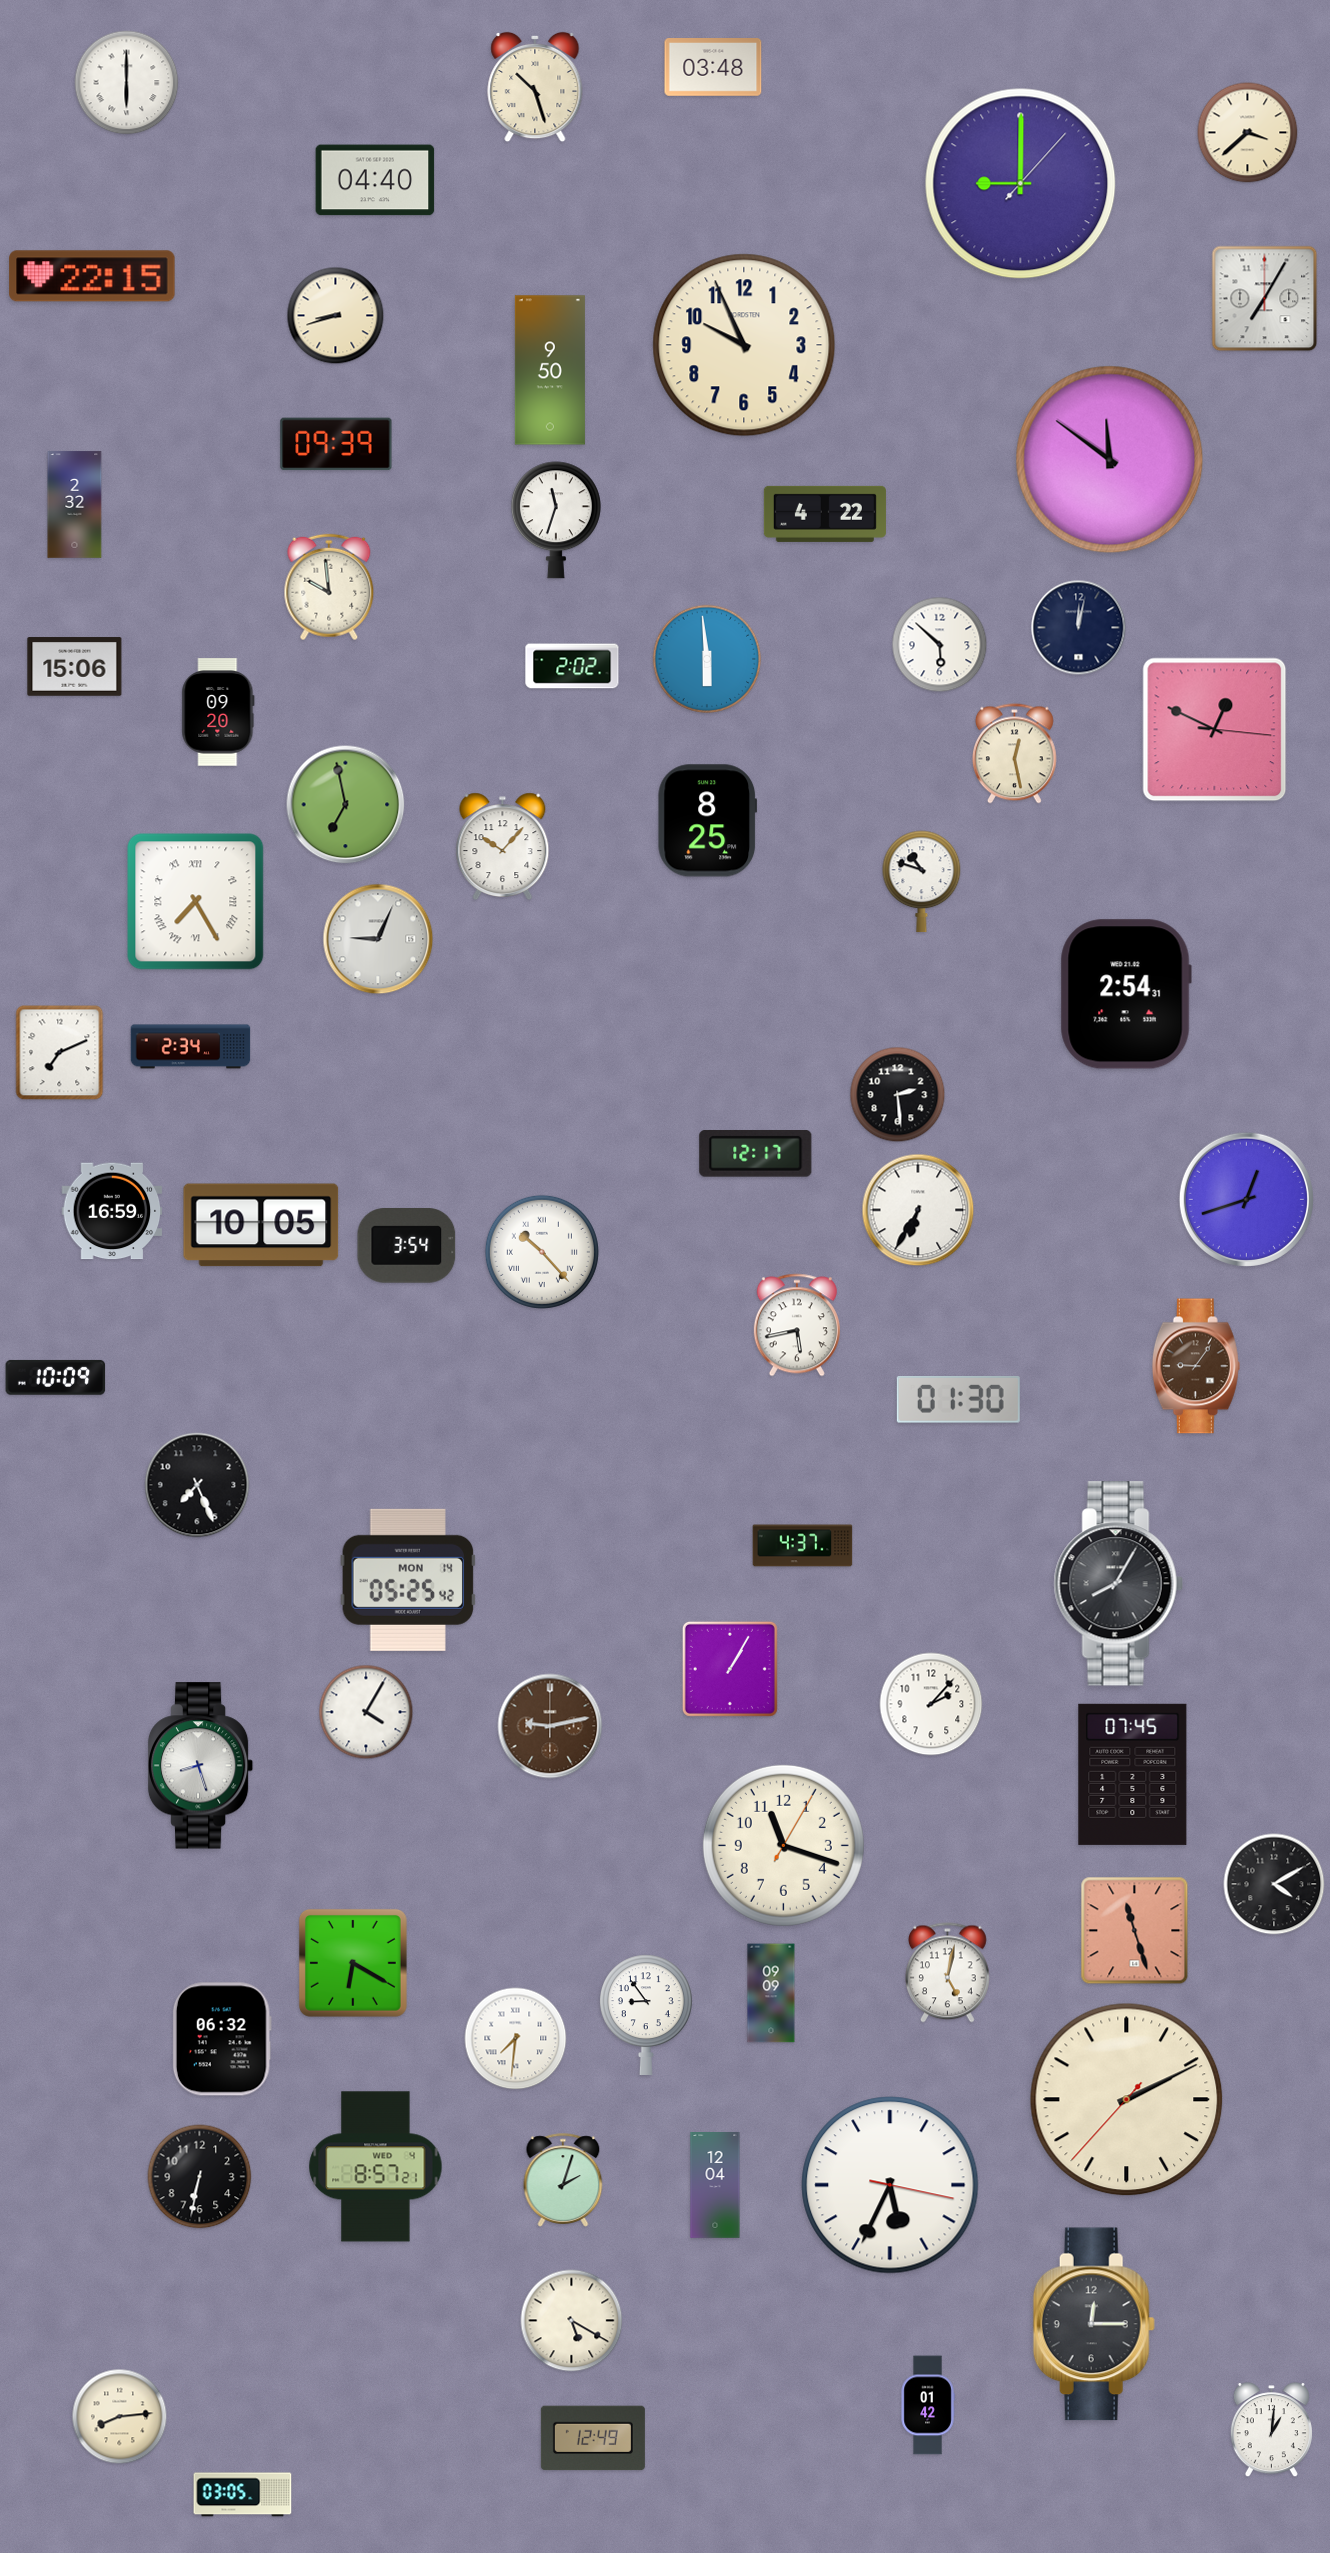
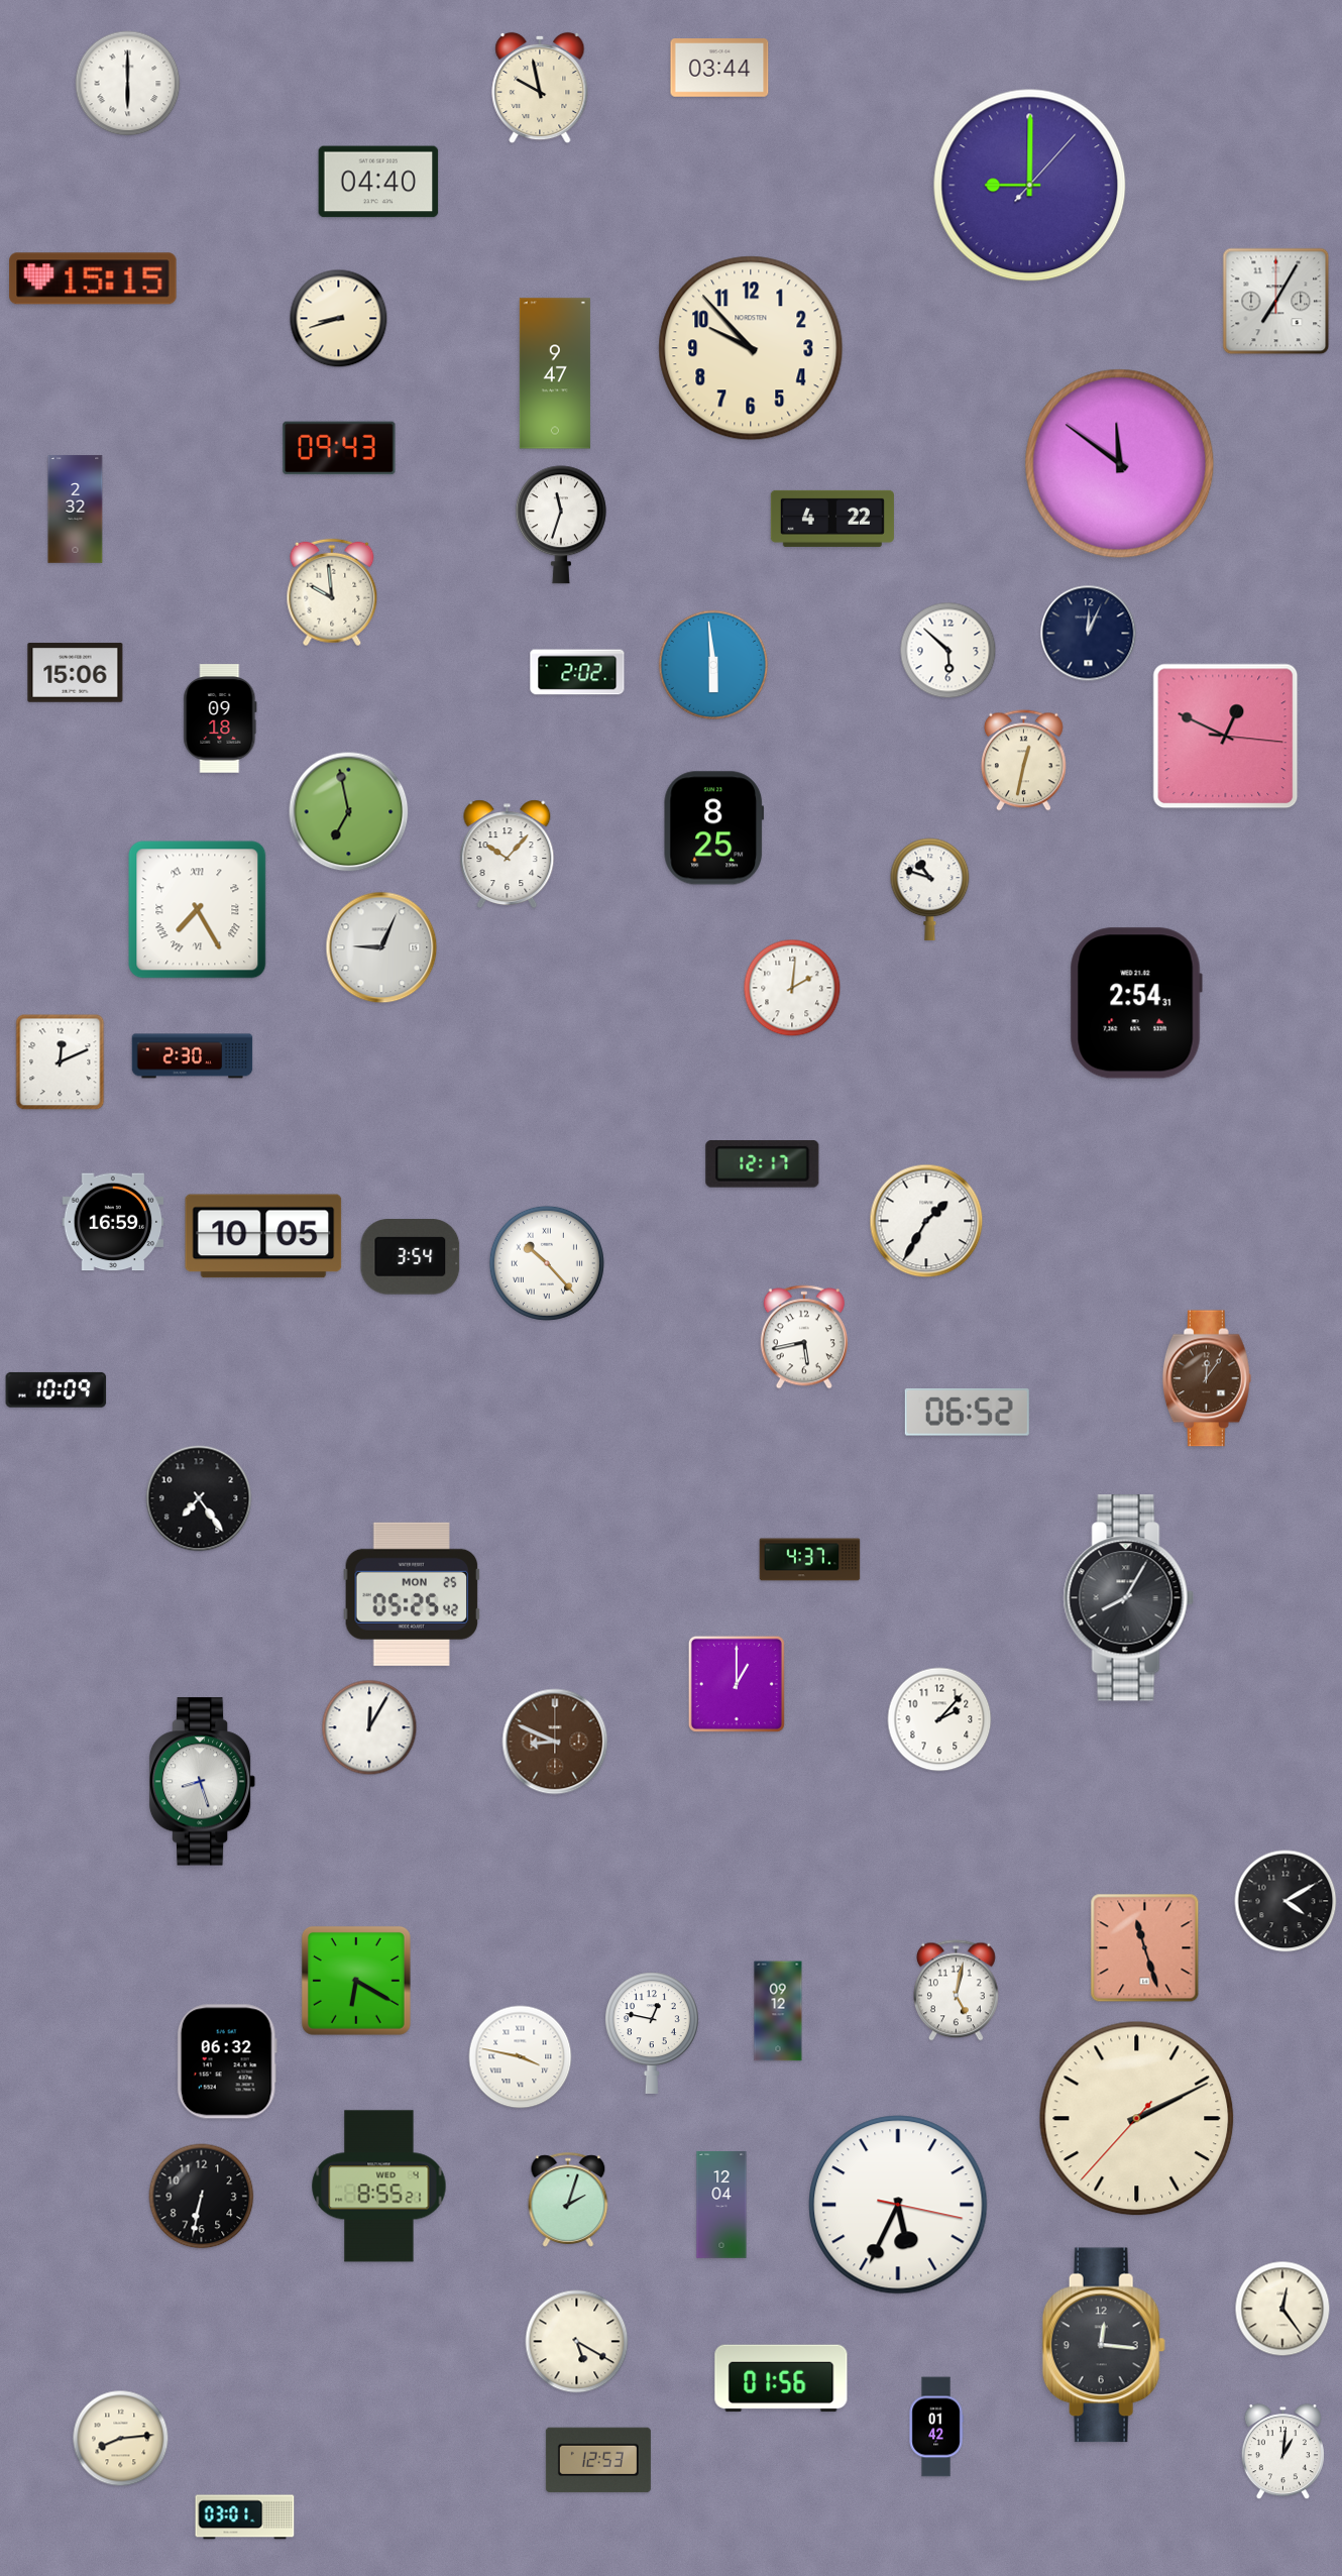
clock at (713, 68): 03:48 -> 03:44
clock at (535, 87): 10:27 -> 9:58
clock at (1248, 133): 3:38 -> none
clock at (92, 276): 22:15 -> 15:15
clock at (744, 345): 9:56 -> 9:53
clock at (550, 370): 9:50 -> 9:47
clock at (336, 444): 09:39 -> 09:43
clock at (1079, 628): 12:02 -> 12:04
clock at (218, 712): 09:20 -> 09:18
clock at (1014, 754): 12:28 -> 12:32
clock at (792, 988): none -> 2:01
clock at (191, 1047): 2:34 -> 2:30
clock at (60, 1053): 7:11 -> 12:11
clock at (898, 1095): 2:29 -> none
clock at (1246, 1199): 12:42 -> none
clock at (918, 1210): 6:35 -> 1:35
clock at (1196, 1366): 9:06 -> 12:06
clock at (958, 1400): 01:30 -> 06:52
clock at (197, 1485): 7:26 -> 7:24
clock at (408, 1580) date: MON 14 -> MON 25
clock at (730, 1669): 1:05 -> 1:00
clock at (366, 1712): 4:05 -> 12:05
clock at (550, 1726): 9:13 -> 8:49
clock at (1133, 1774): 07:45 -> none
clock at (783, 1845): 11:18 -> none
clock at (771, 1993): 09:09 -> 09:12
clock at (646, 2014): 8:54 -> 12:47
clock at (222, 2039) position: (222, 2039) -> (227, 2061)
clock at (516, 2039): 7:31 -> 3:47
clock at (376, 2167): 8:57 -> 8:55
clock at (1282, 2309): none -> 12:24
clock at (1094, 2324): 12:15 -> 12:16
clock at (781, 2378): none -> 01:56
clock at (593, 2438): 12:49 -> 12:53
clock at (243, 2495): 03:05 -> 03:01
